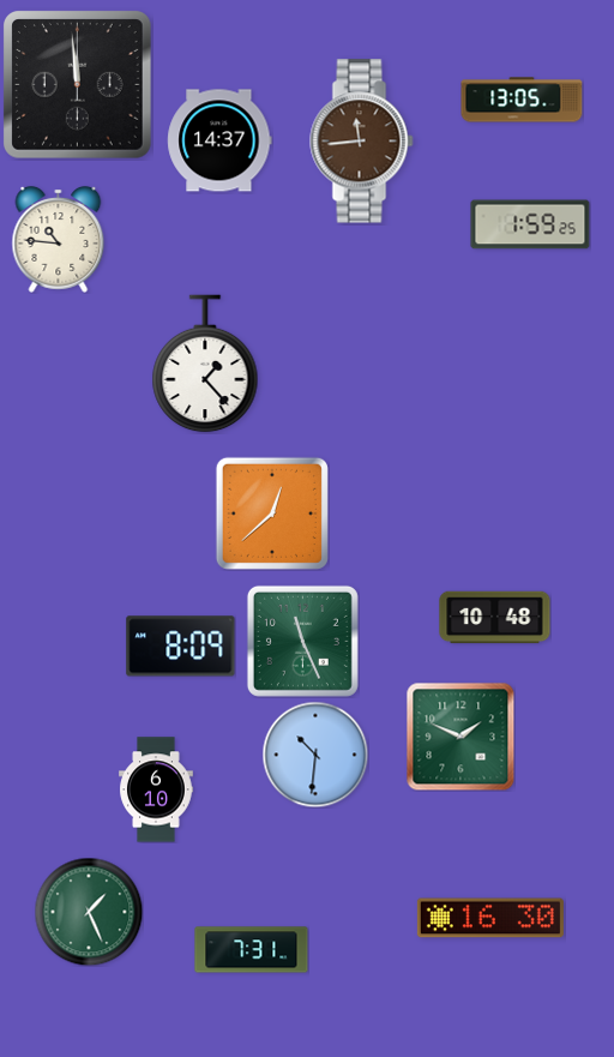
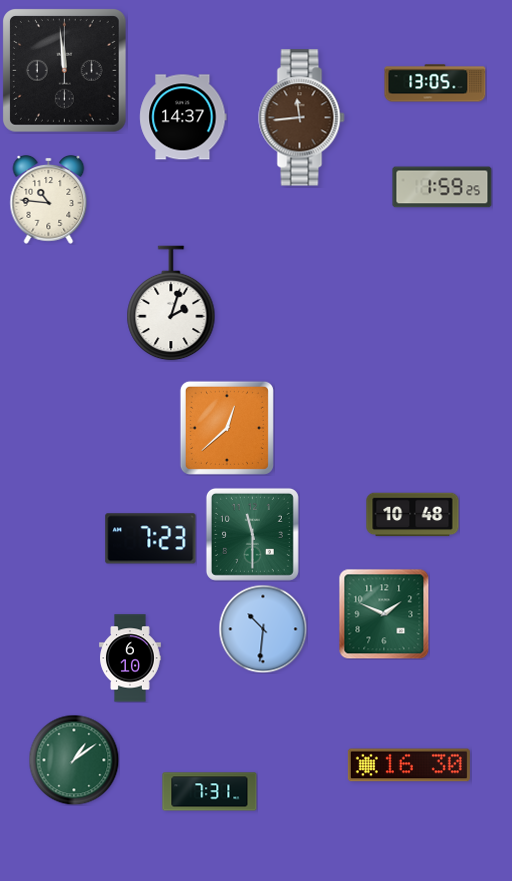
clock at (205, 364): 1:23 -> 2:03
clock at (302, 641): 11:26 -> 11:30
clock at (181, 647): 8:09 -> 7:23
clock at (89, 912): 1:26 -> 1:09
